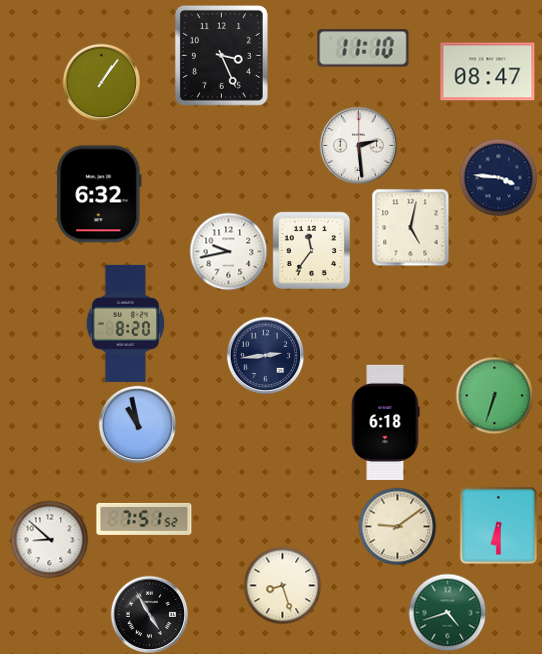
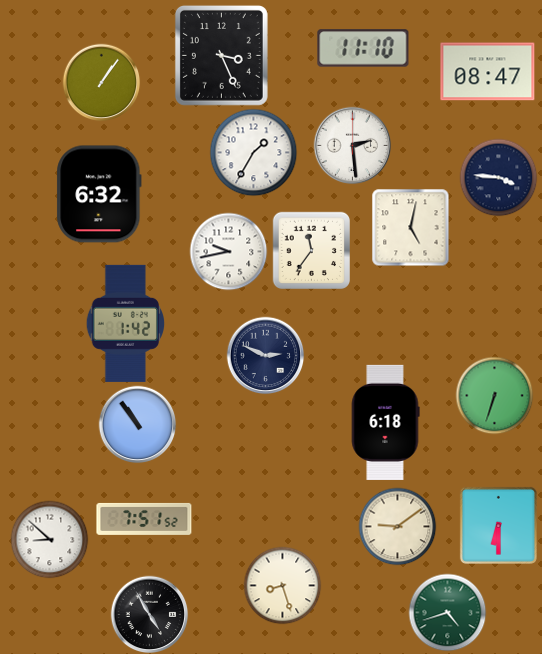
clock at (358, 145) position: (358, 145) -> (352, 145)
clock at (253, 152): none -> 1:35
clock at (125, 323): 8:20 -> 1:42
clock at (265, 355): 2:44 -> 2:49
clock at (137, 424): 10:58 -> 10:54
